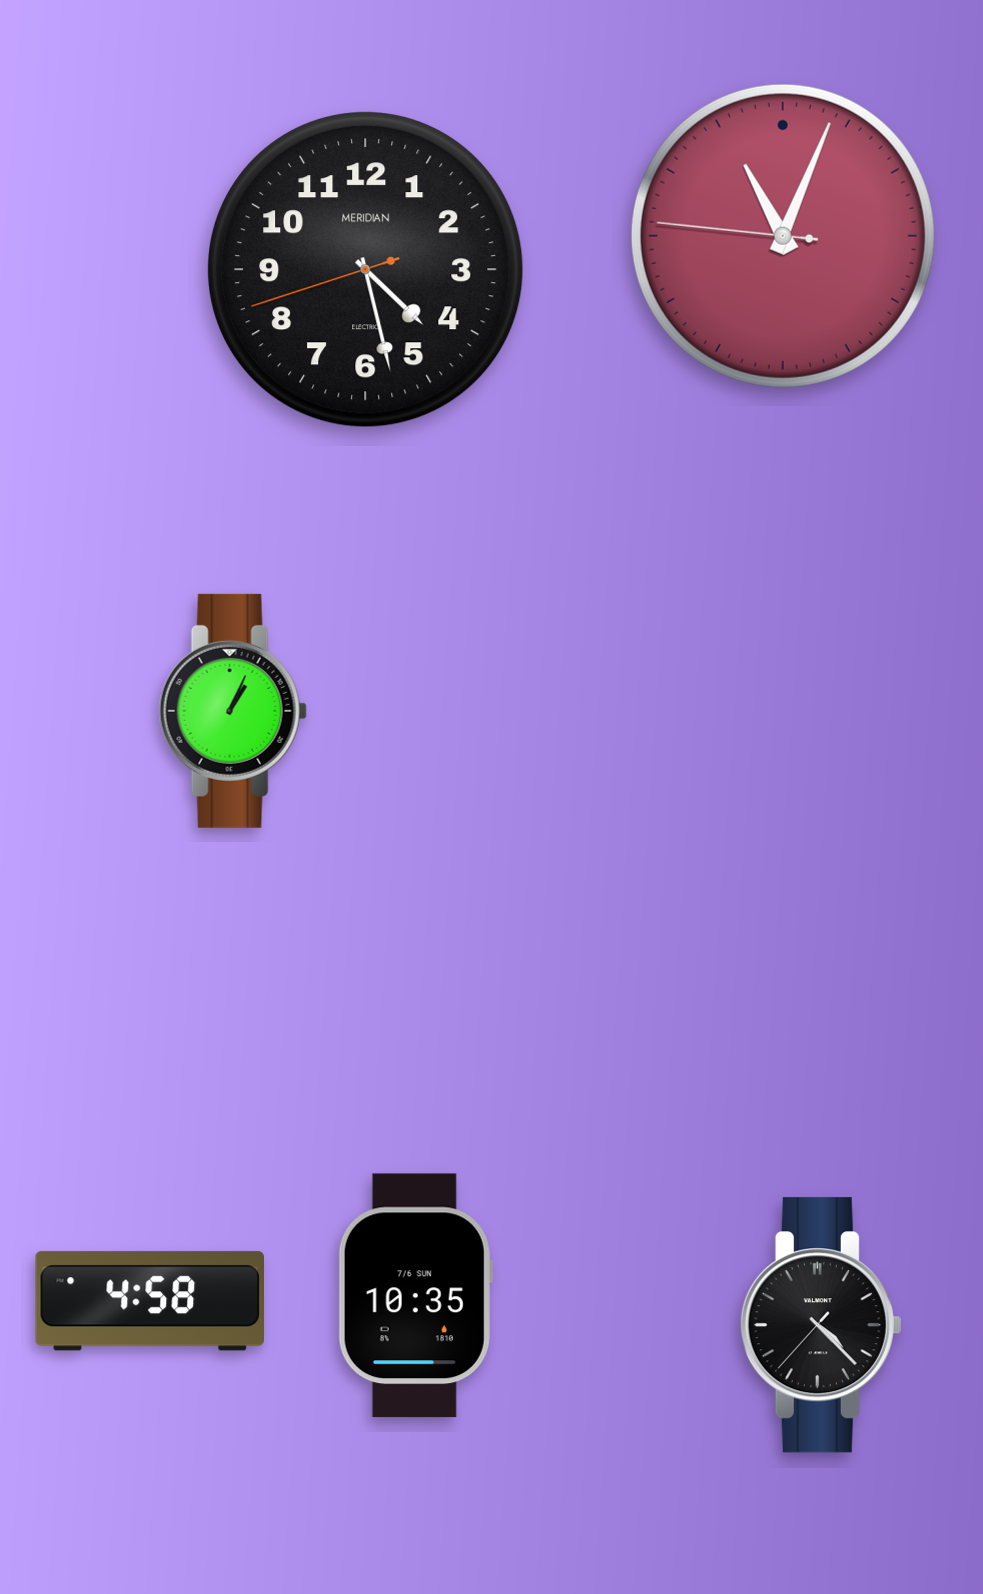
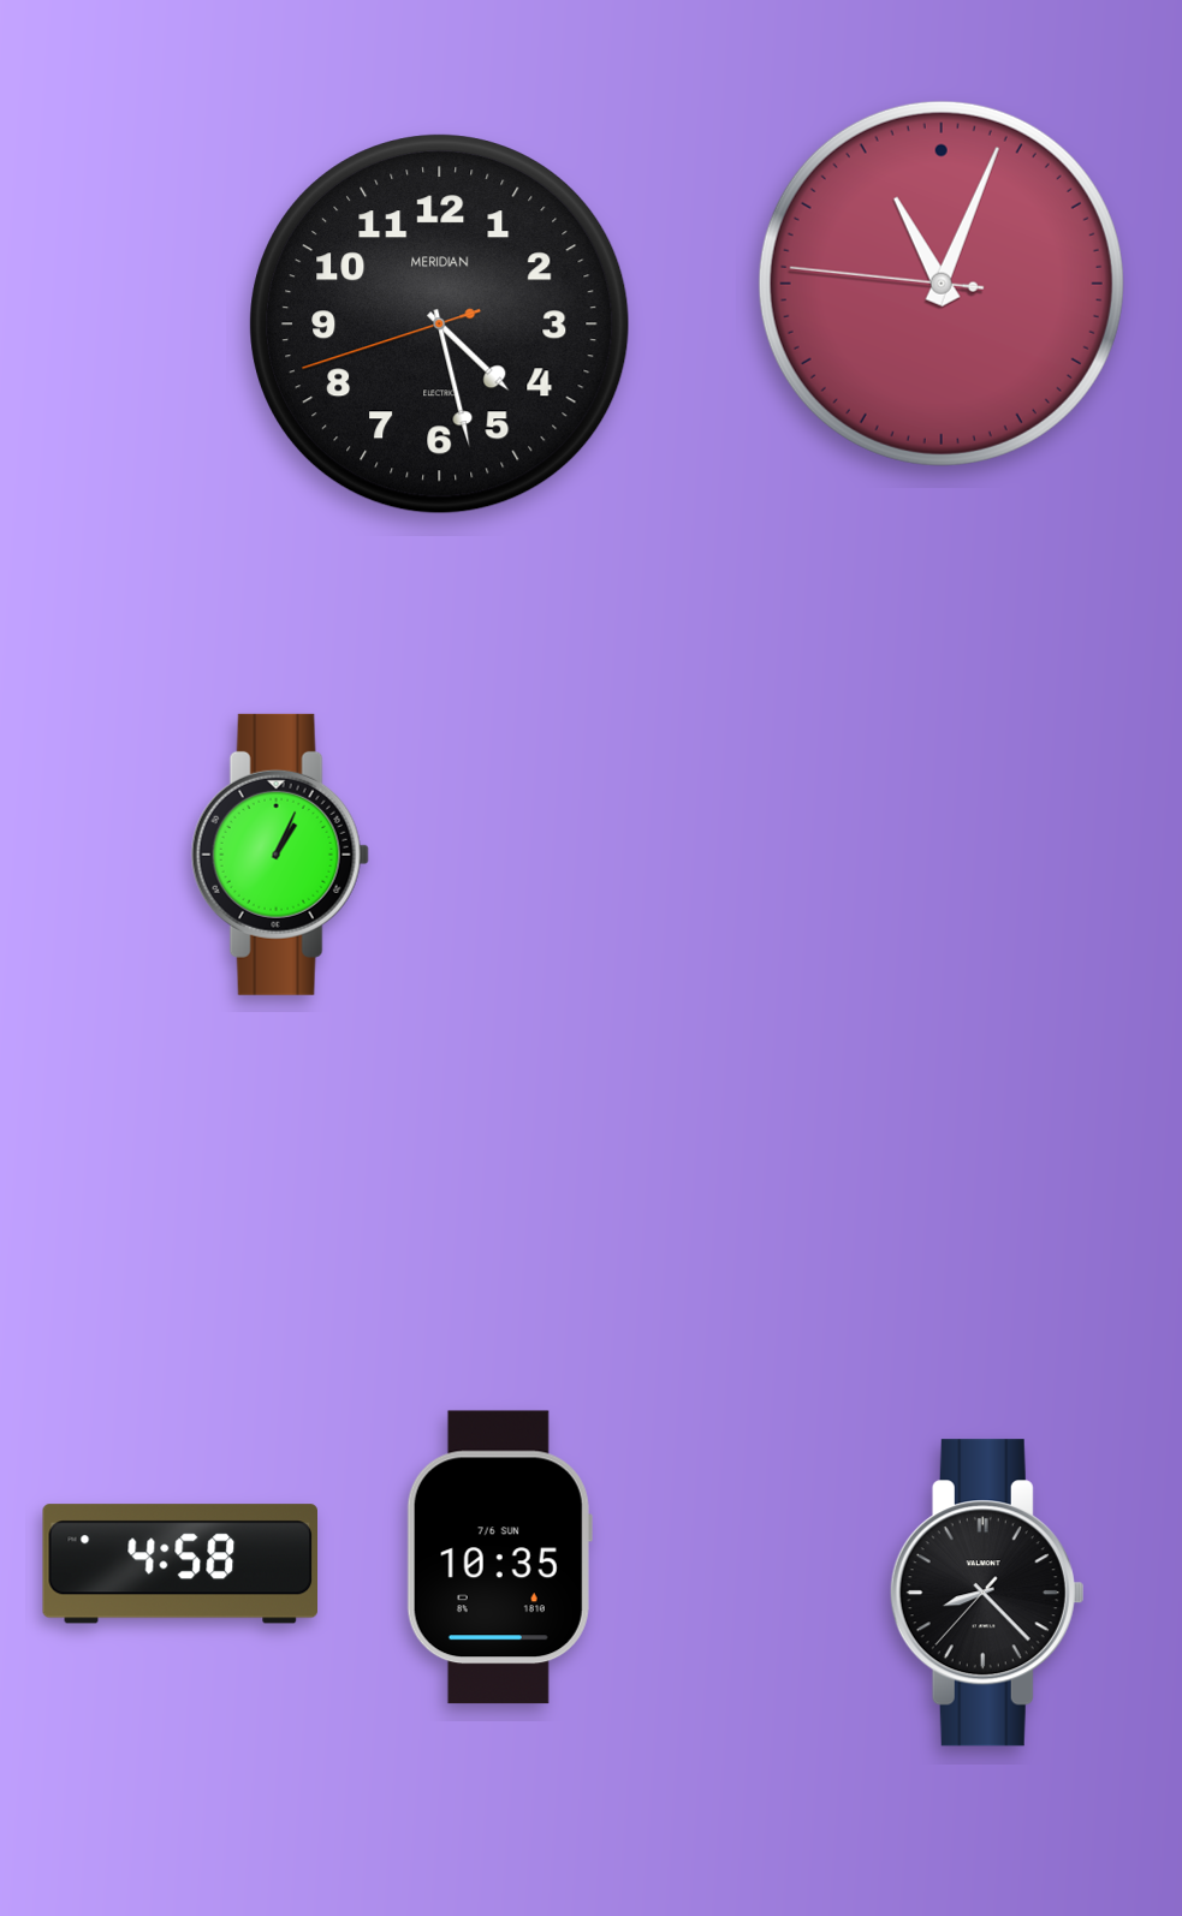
clock at (821, 1325): 4:22 -> 8:22
